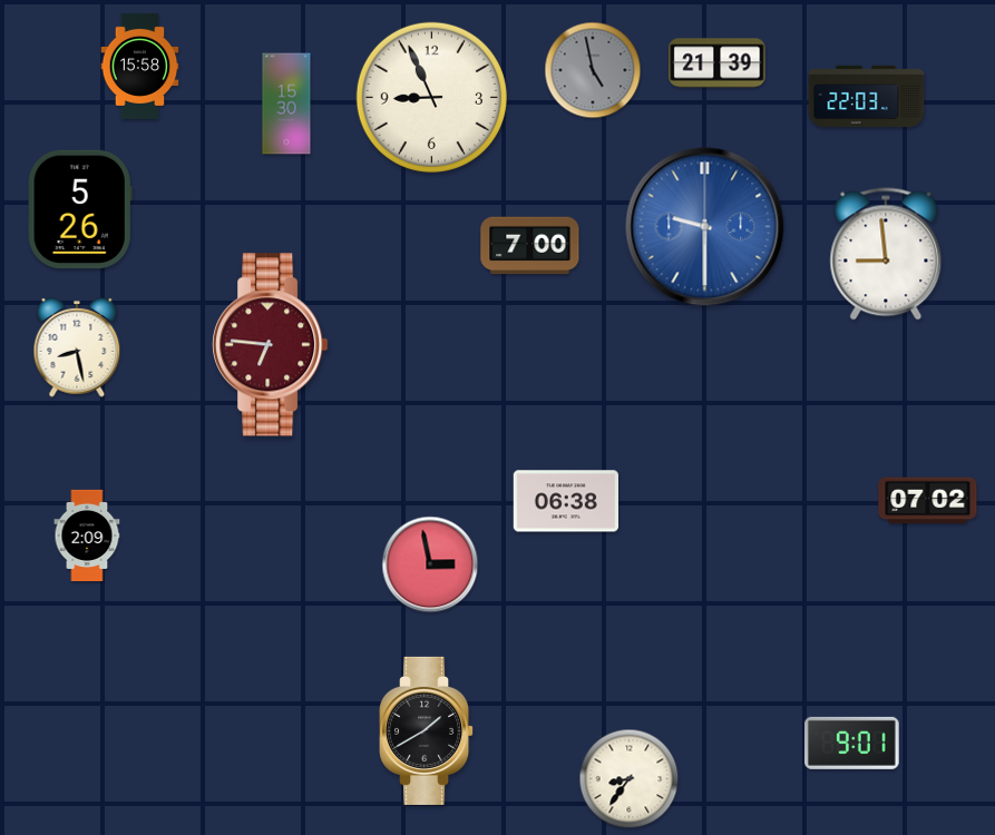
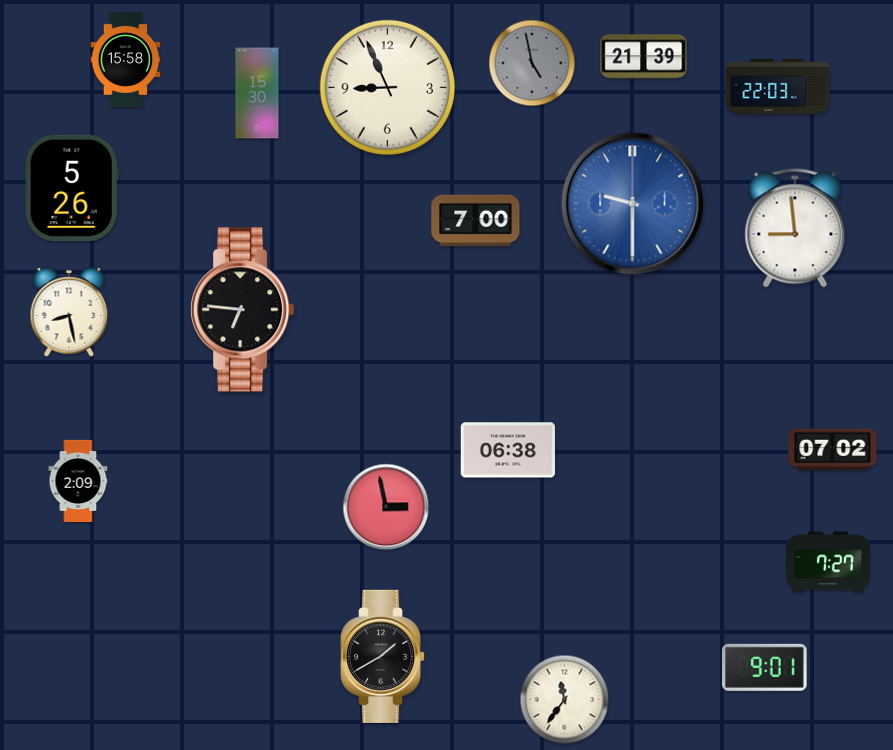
clock at (271, 345) dial: burgundy -> black
clock at (829, 562): none -> 7:27
clock at (630, 779): 8:36 -> 11:36
